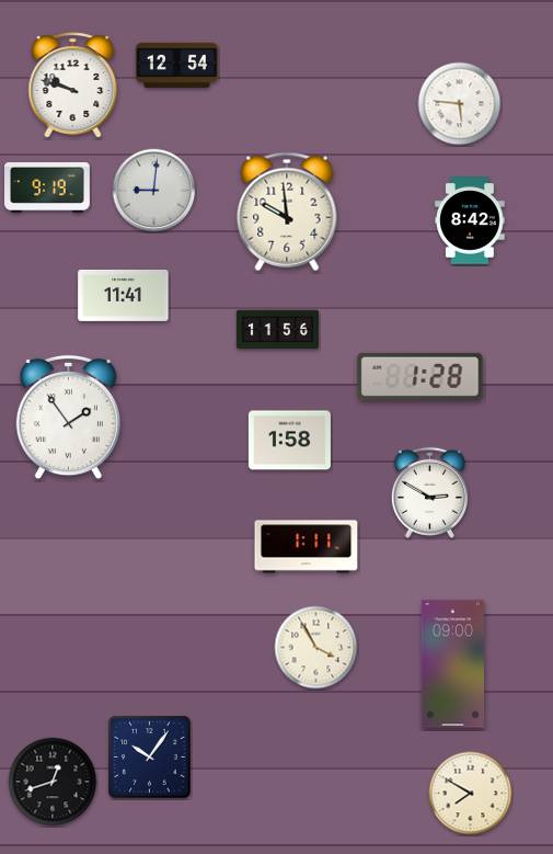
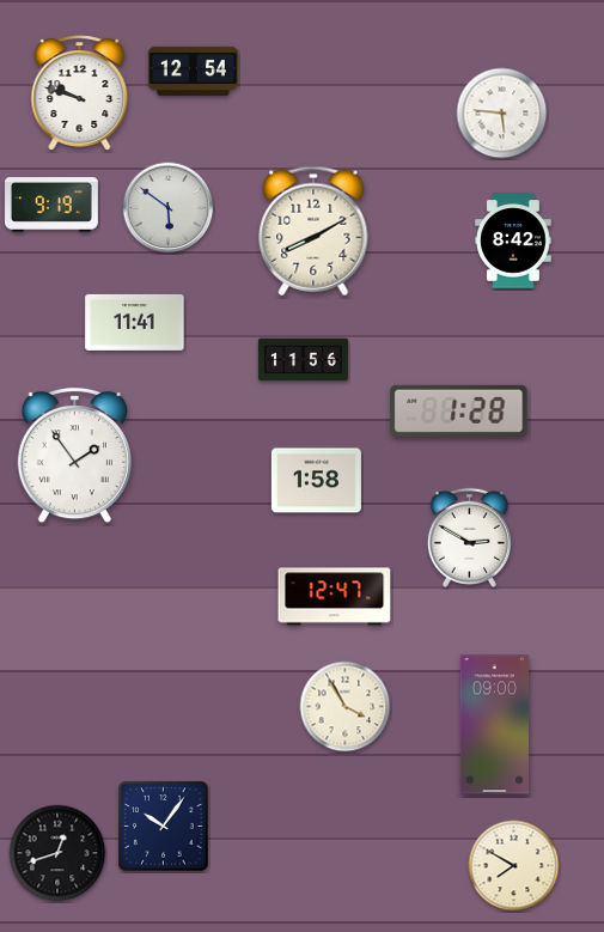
clock at (154, 191): 9:01 -> 5:51
clock at (287, 212): 9:59 -> 8:10
clock at (307, 547): 1:11 -> 12:47
